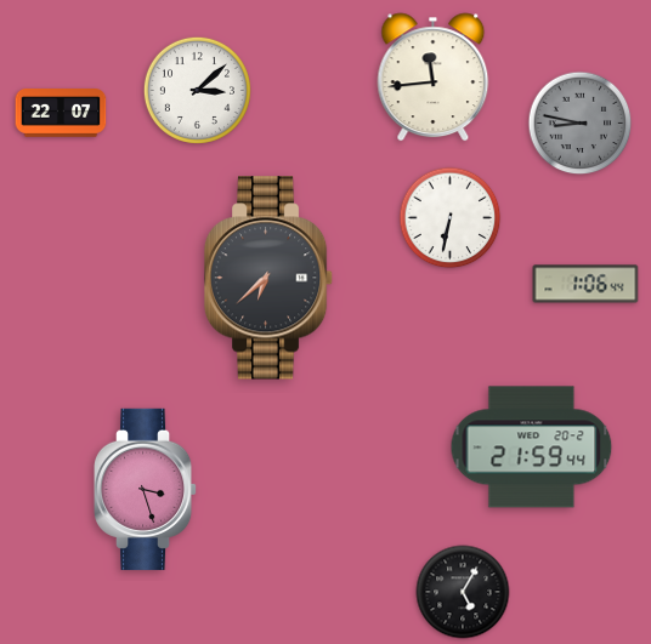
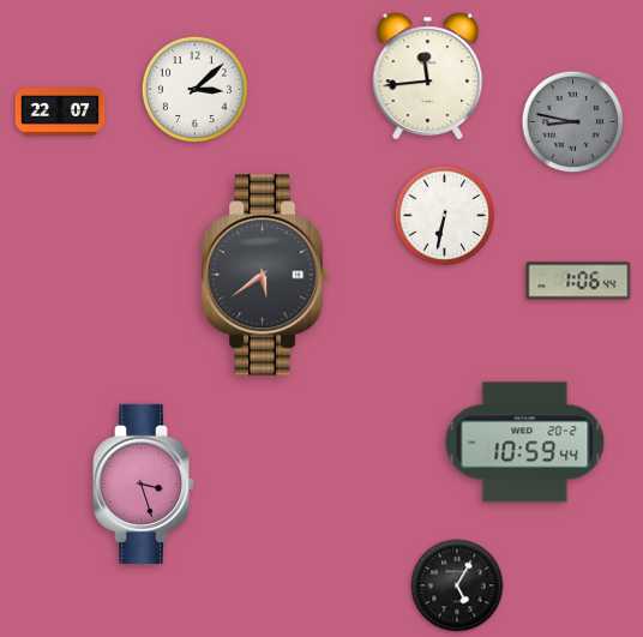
clock at (268, 278): 6:38 -> 5:39
clock at (532, 448): 21:59 -> 10:59
